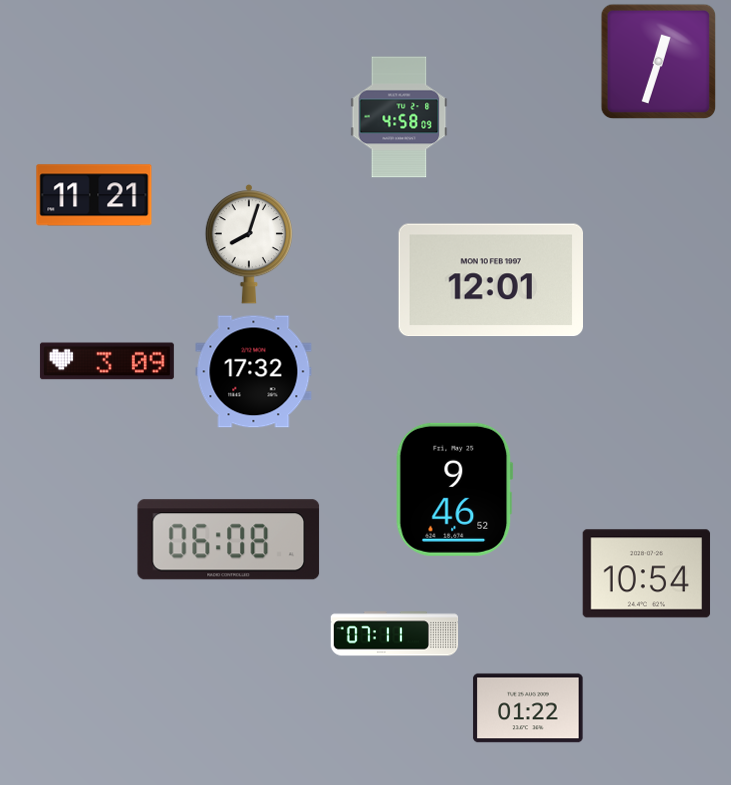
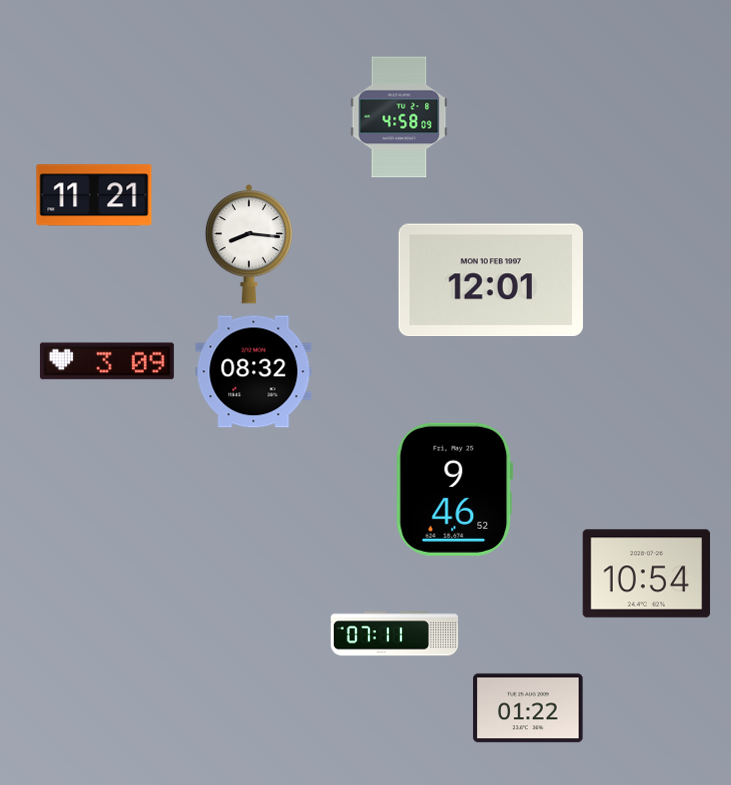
clock at (659, 62): 12:33 -> none
clock at (248, 244): 8:03 -> 8:16
clock at (254, 372): 17:32 -> 08:32
clock at (229, 540): 06:08 -> none
